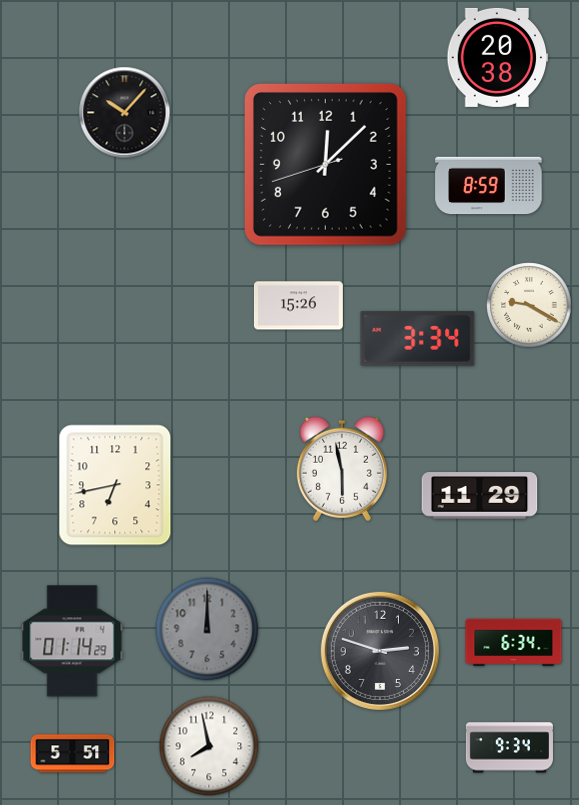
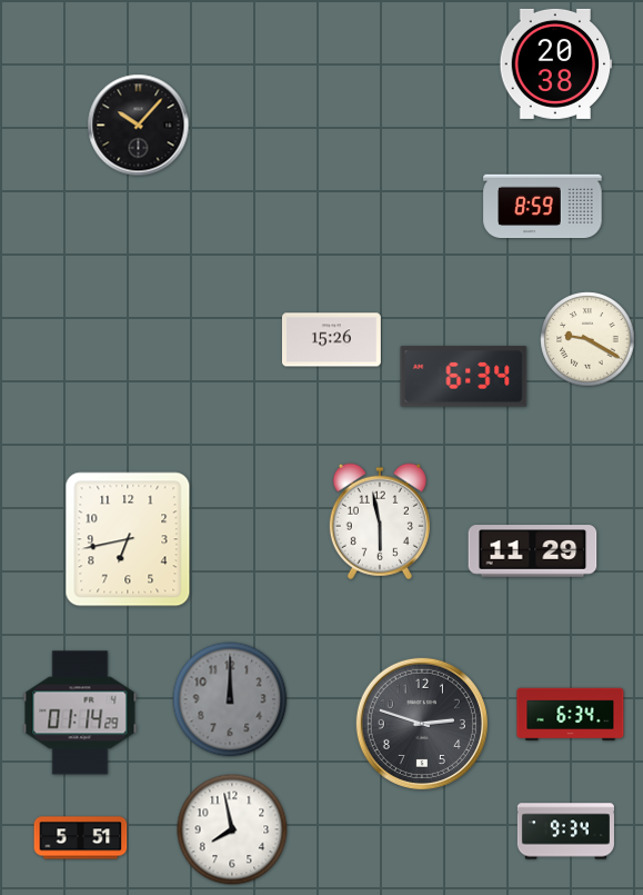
clock at (498, 57) position: (498, 57) -> (556, 63)
clock at (325, 164): 12:07 -> none
clock at (418, 339): 3:34 -> 6:34
